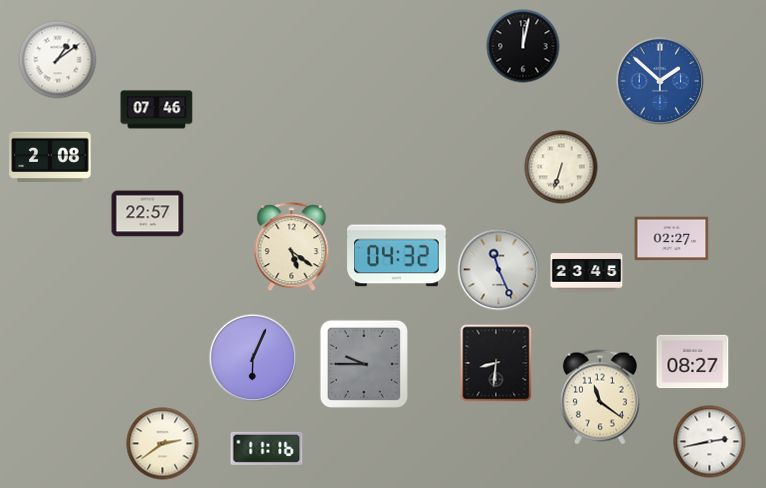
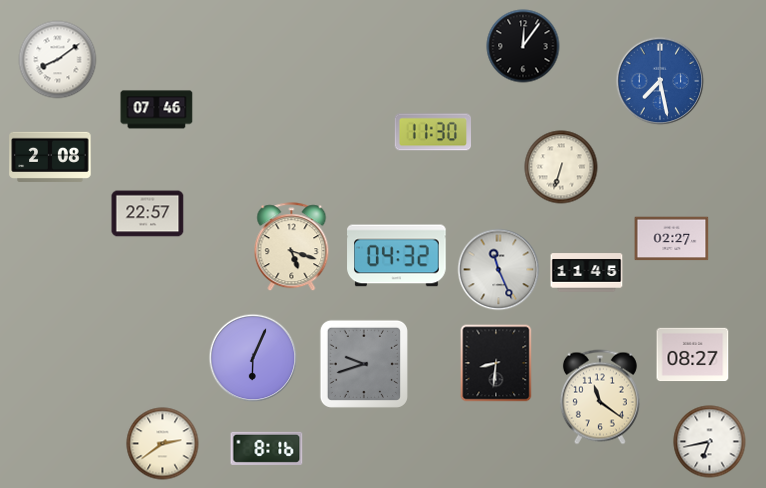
clock at (523, 46): 12:02 -> 12:06
clock at (58, 60): 1:09 -> 8:09
clock at (660, 81): 1:52 -> 7:28
clock at (433, 132): none -> 11:30
clock at (292, 247): 5:21 -> 5:18
clock at (587, 273): 23:45 -> 11:45
clock at (693, 362) position: (693, 362) -> (693, 355)
clock at (364, 364): 9:45 -> 9:42
clock at (710, 442): 2:43 -> 6:43
clock at (267, 448): 11:16 -> 8:16
